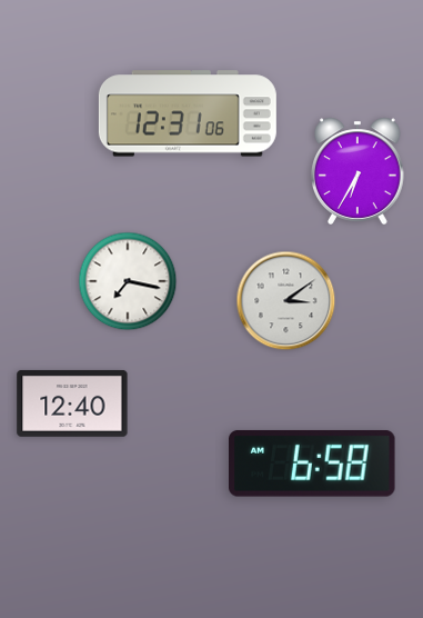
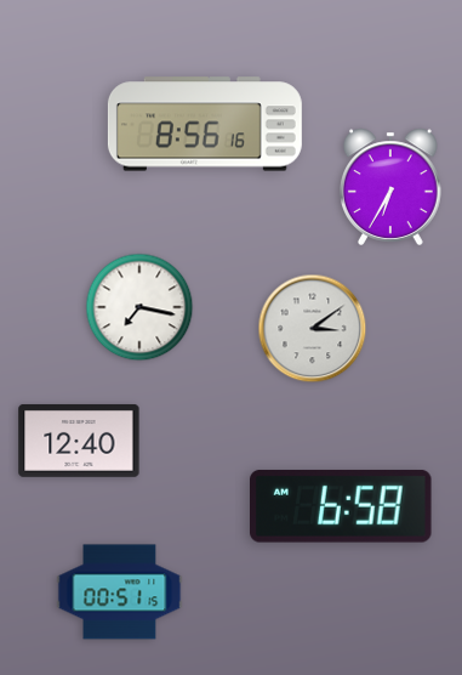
clock at (188, 113): 12:31 -> 8:56
clock at (120, 592): none -> 00:51
